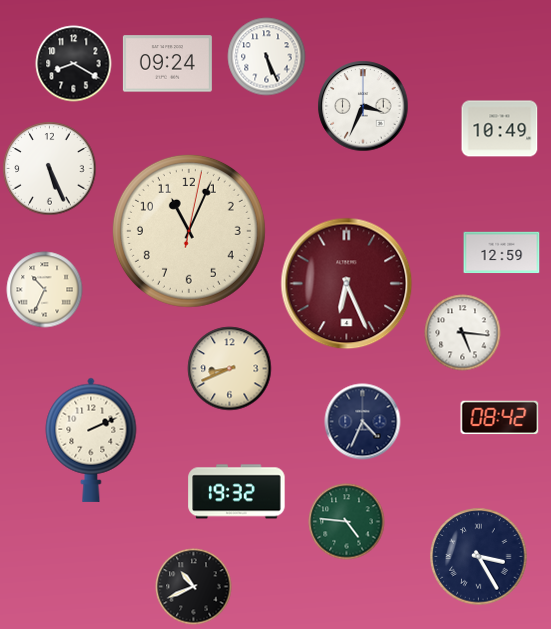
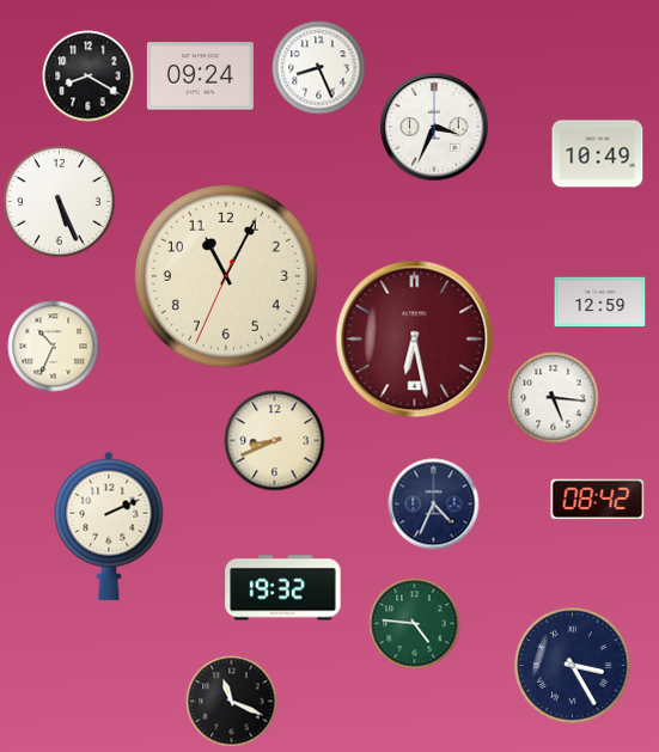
clock at (267, 57): 5:26 -> 8:26
clock at (189, 231): 11:04:02 -> 11:04:34
clock at (347, 284): 6:26 -> 6:28
clock at (194, 587): 10:41 -> 11:19
